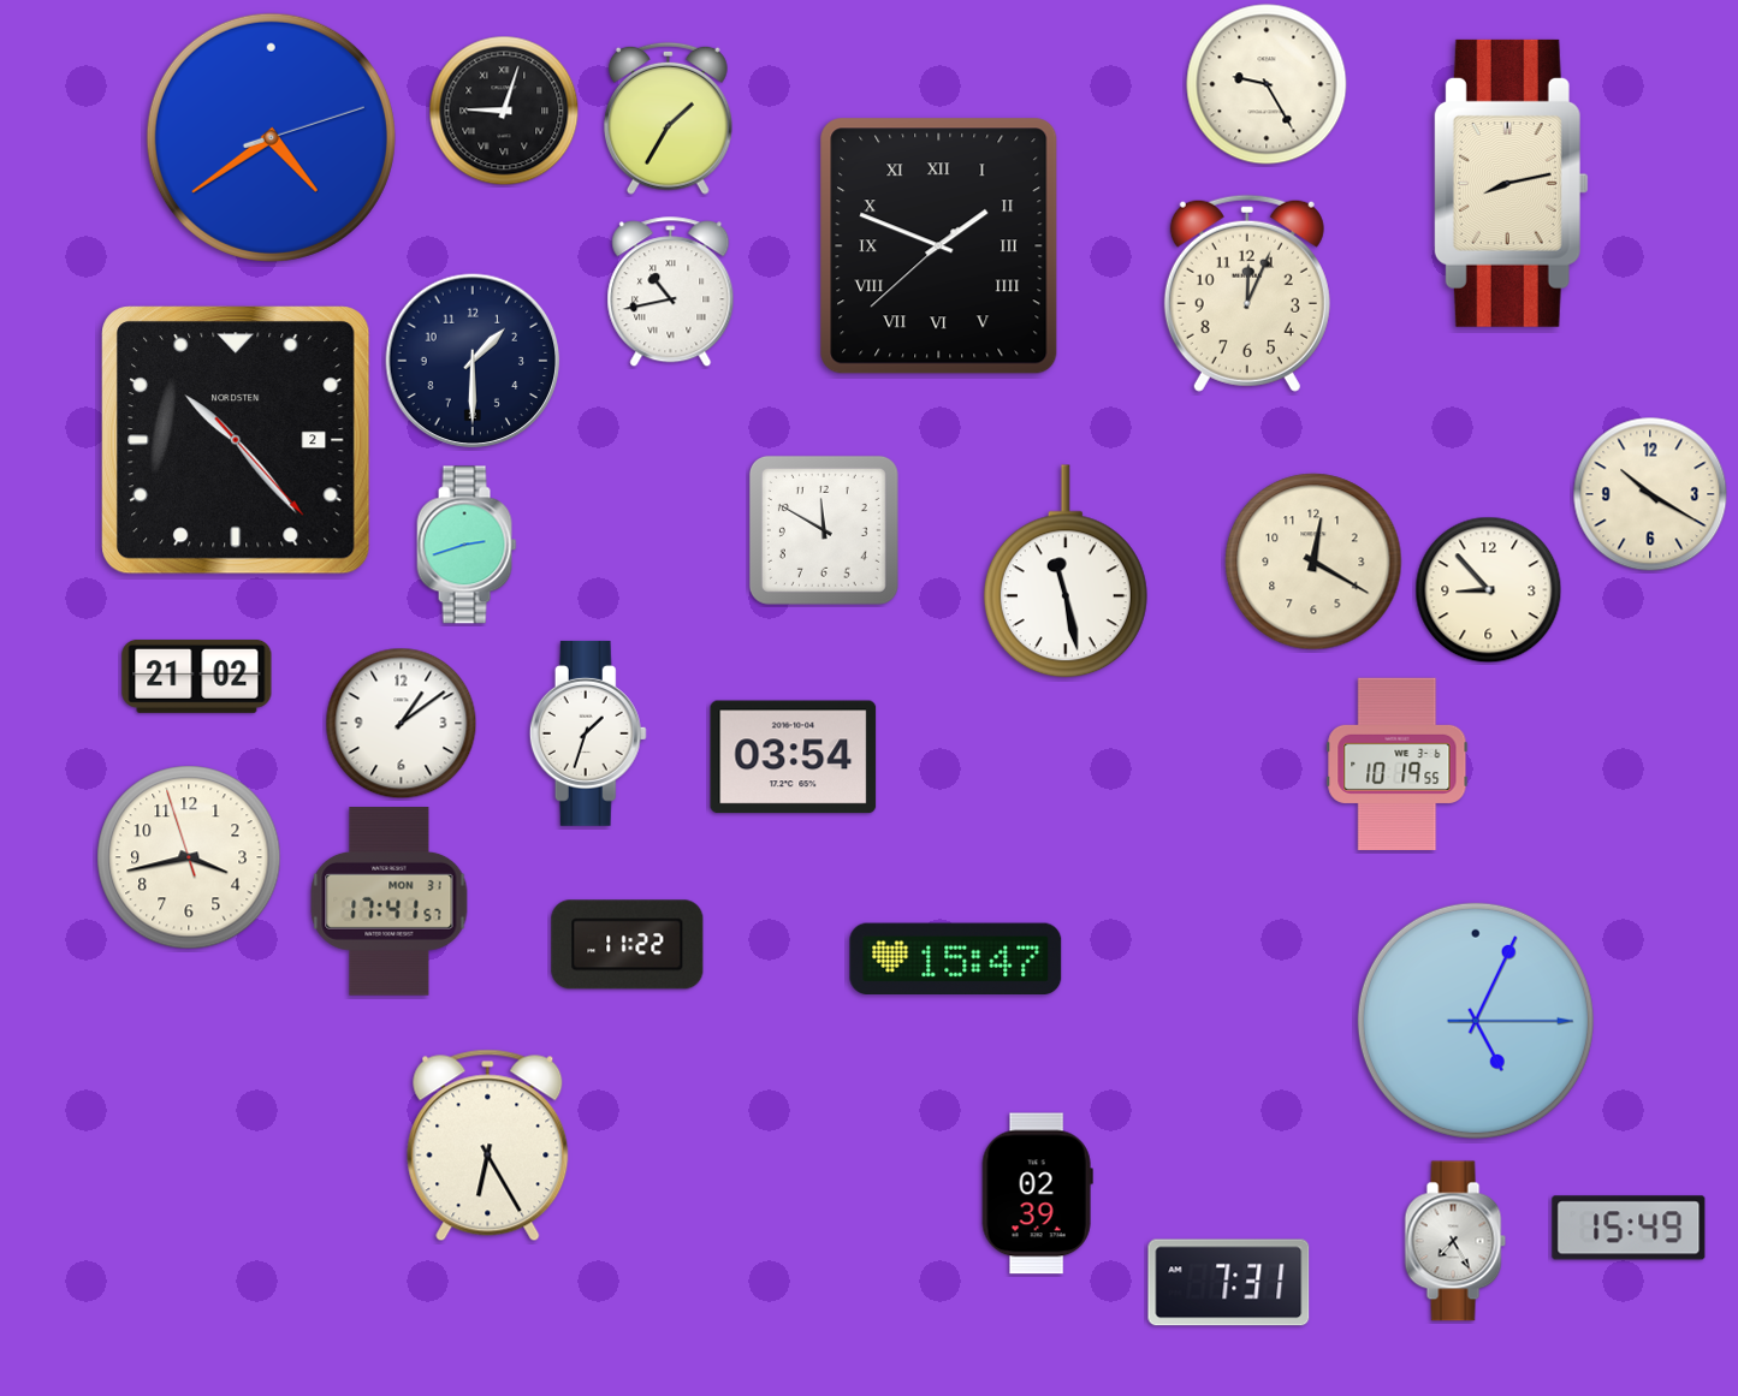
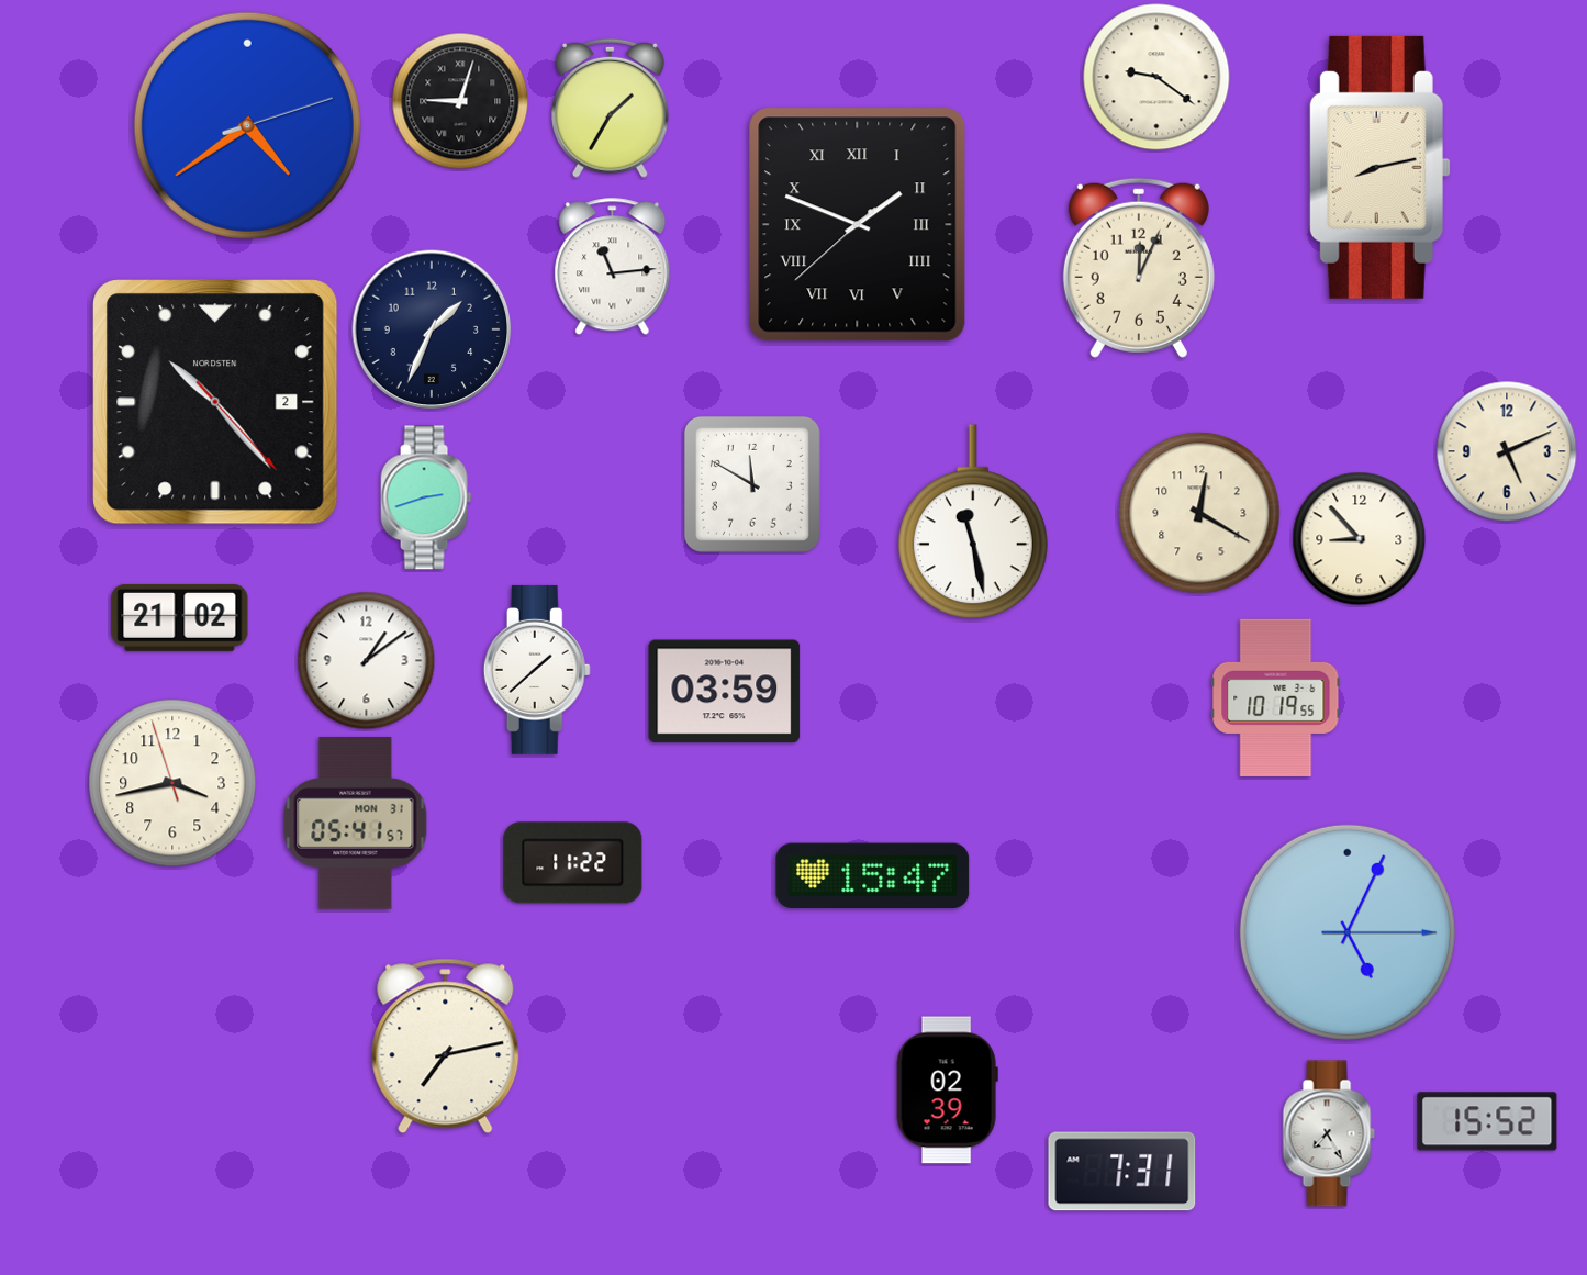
clock at (1267, 84): 9:25 -> 9:21
clock at (671, 292): 10:43 -> 11:14
clock at (473, 361): 1:30 -> 1:34
clock at (1650, 494): 10:20 -> 5:11
clock at (588, 733): 1:33 -> 1:38
clock at (794, 758): 03:54 -> 03:59
clock at (390, 902): 17:41 -> 05:41
clock at (488, 1146): 6:25 -> 7:13
clock at (1629, 1228): 15:49 -> 15:52
